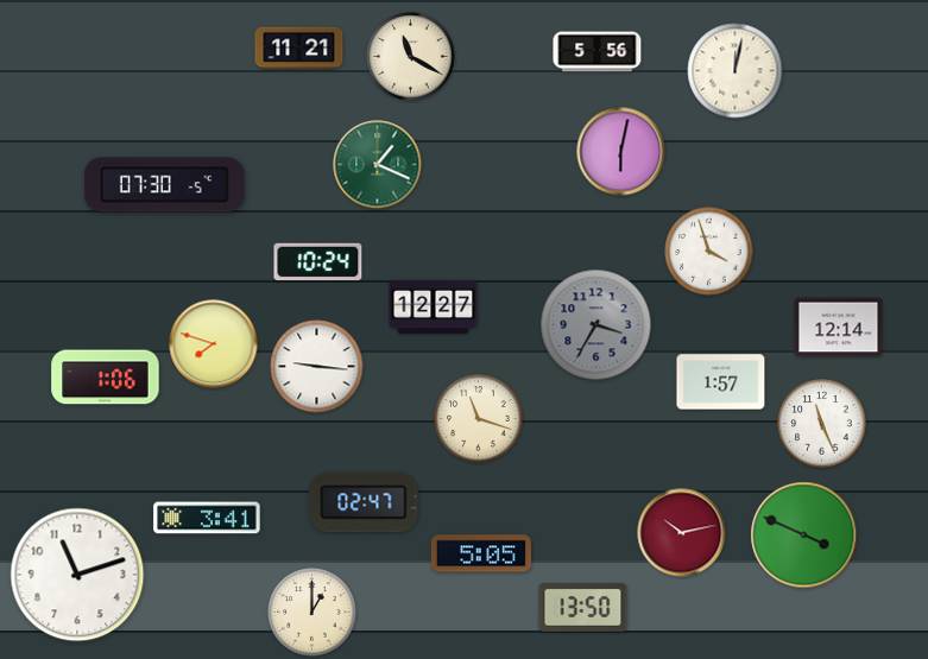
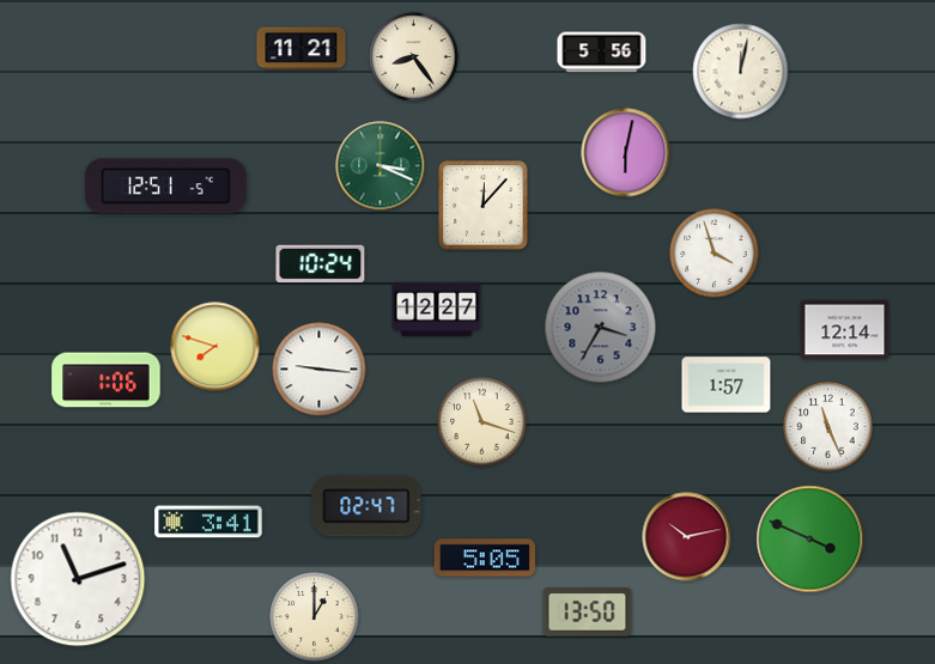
clock at (411, 57): 11:20 -> 8:24
clock at (378, 165): 1:19 -> 3:19
clock at (164, 185): 07:30 -> 12:51
clock at (484, 206): none -> 12:07
